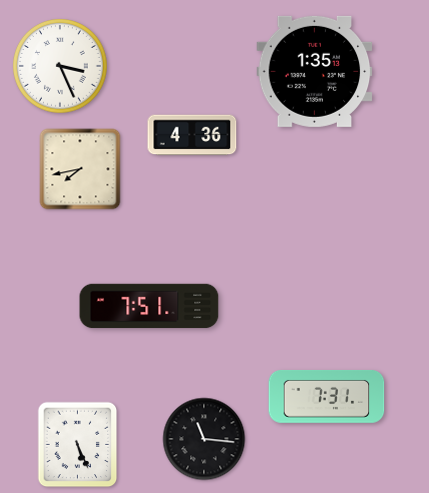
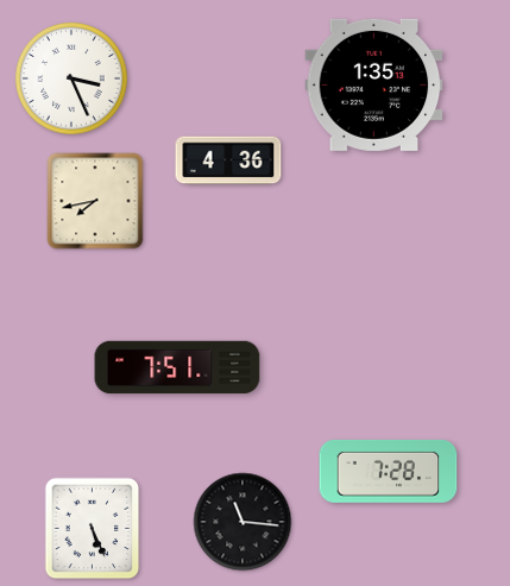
clock at (149, 306) position: (149, 306) -> (177, 367)
clock at (327, 396): 7:31 -> 7:28
